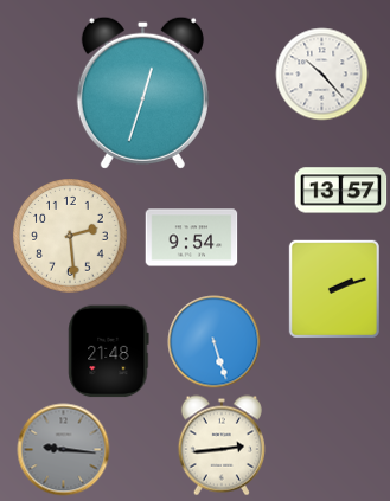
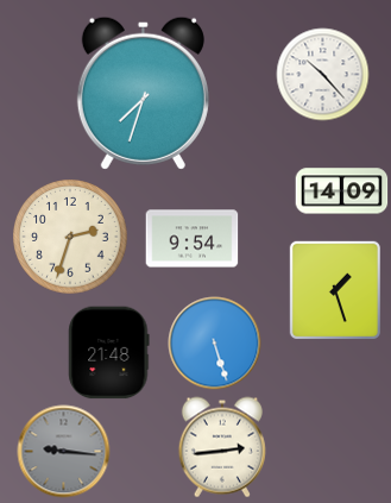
clock at (142, 92): 12:33 -> 7:33
clock at (340, 191): 13:57 -> 14:09
clock at (70, 236): 2:29 -> 2:33
clock at (334, 289): 2:12 -> 1:27
